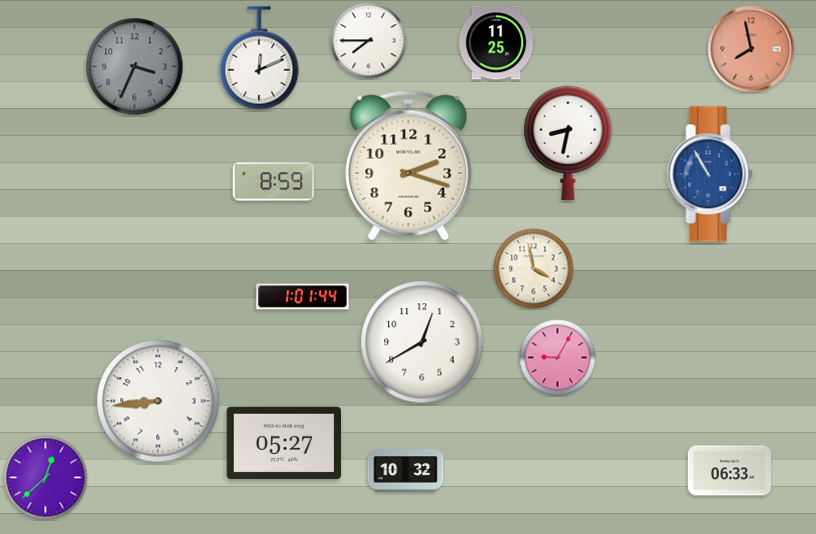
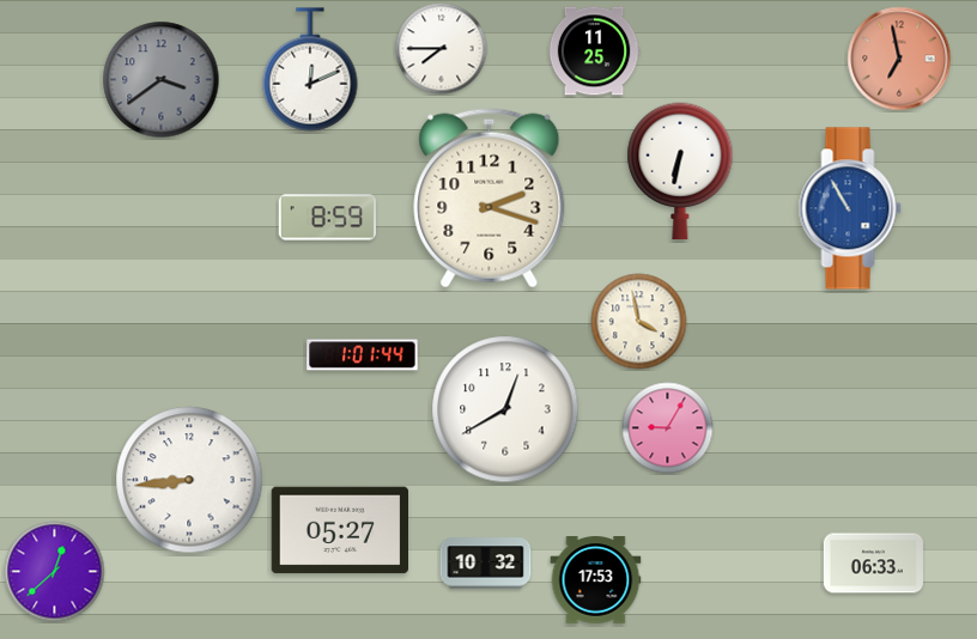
clock at (751, 49): 7:58 -> 6:58
clock at (135, 67): 3:34 -> 3:39
clock at (568, 143): 8:32 -> 6:32
clock at (596, 580): none -> 17:53
